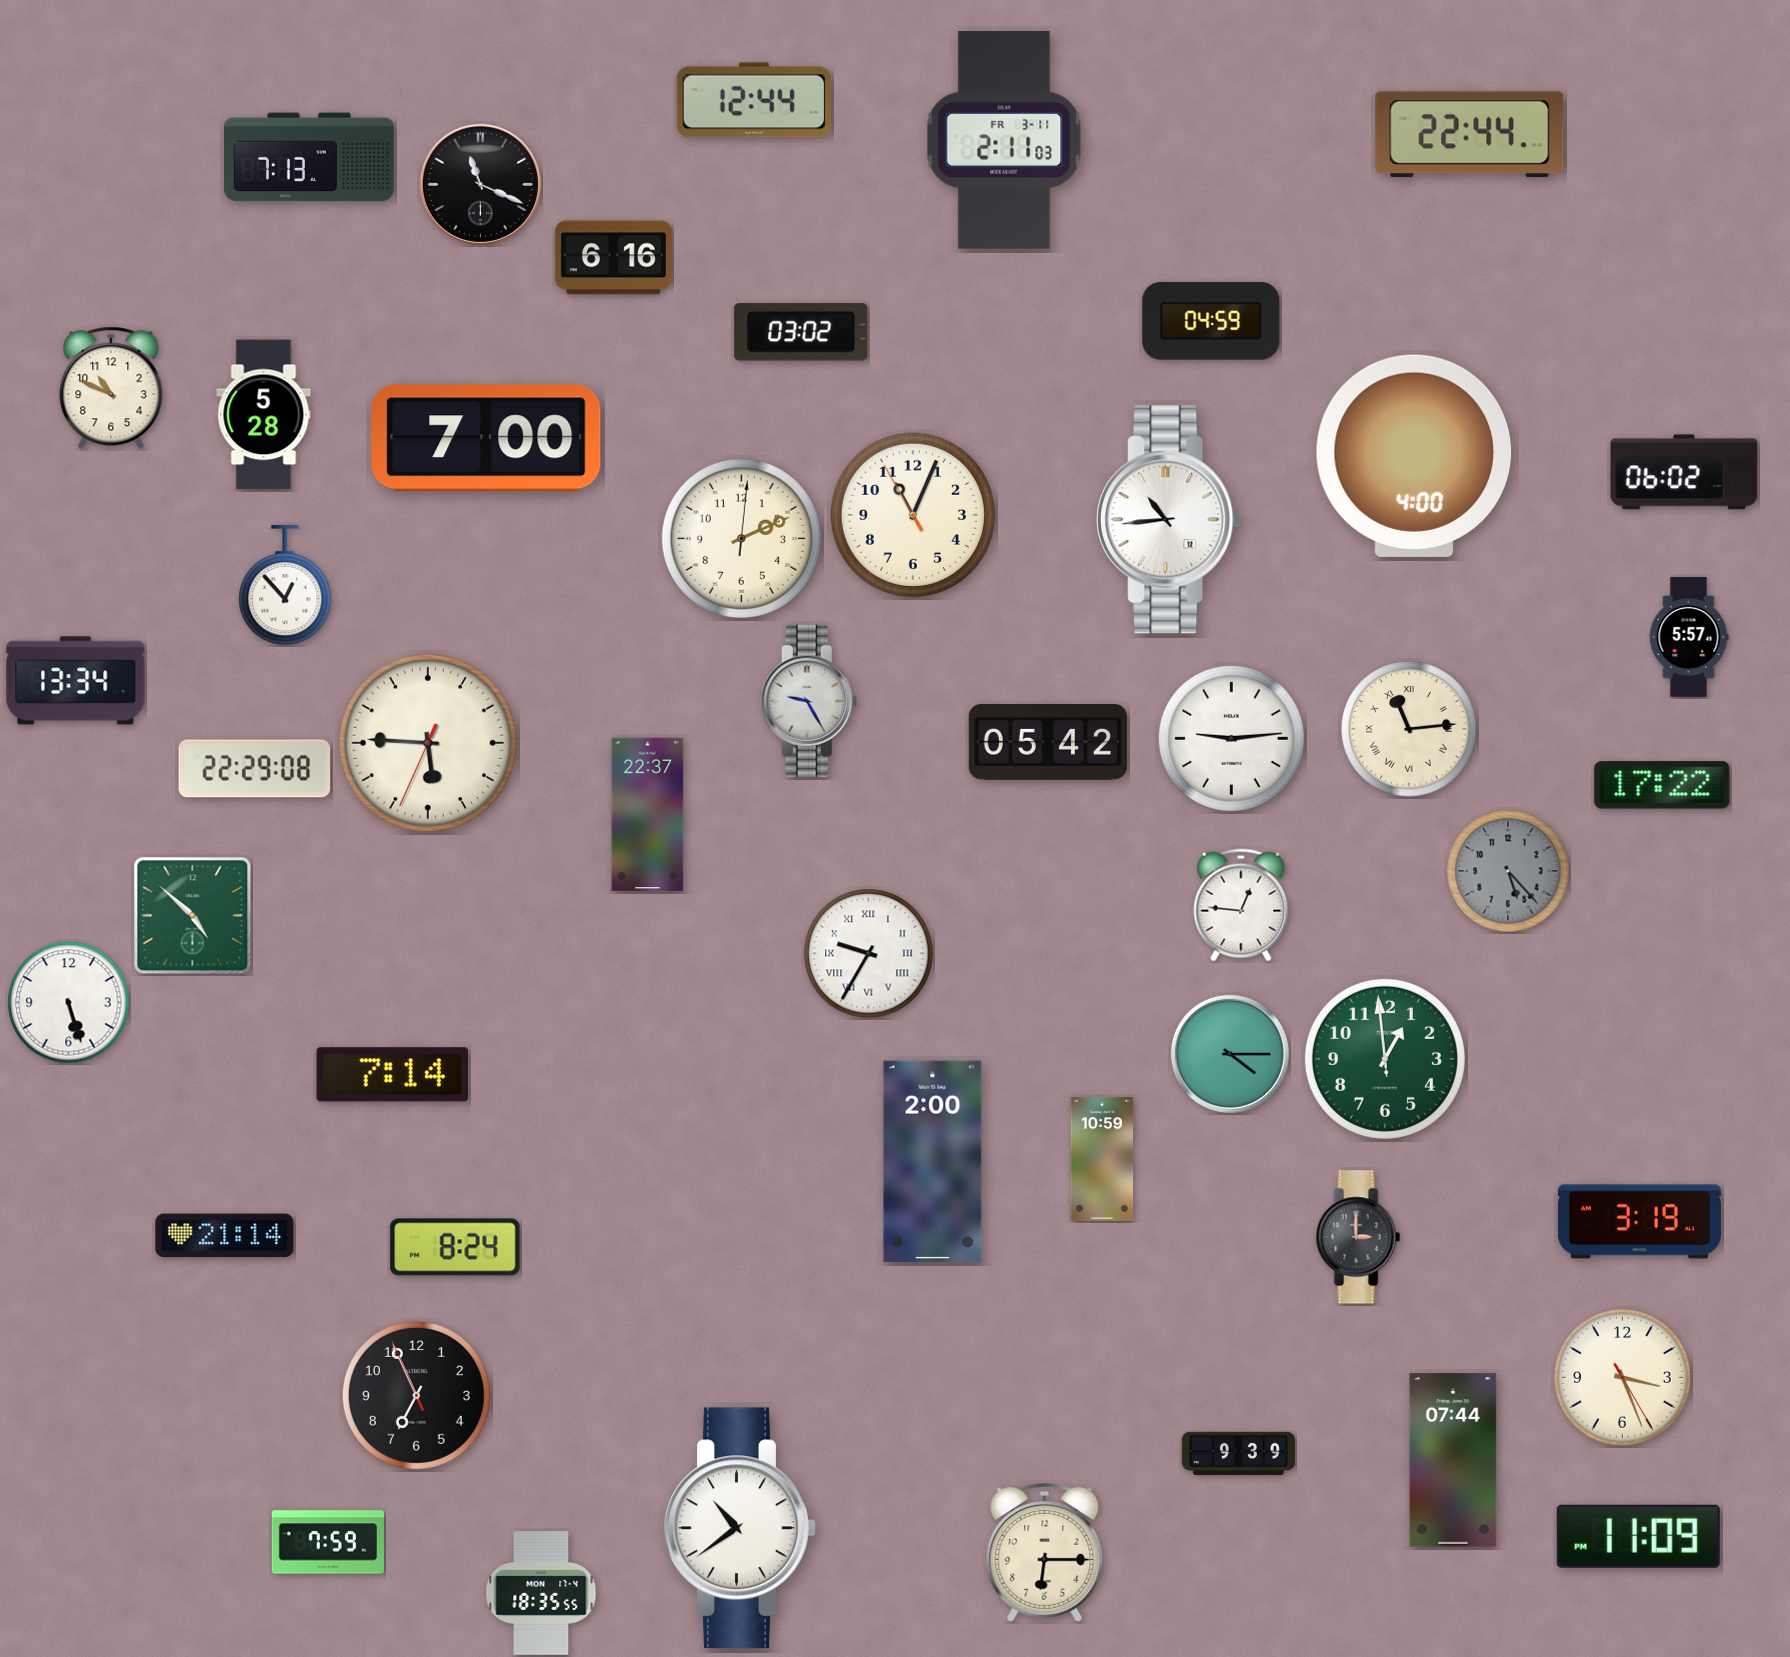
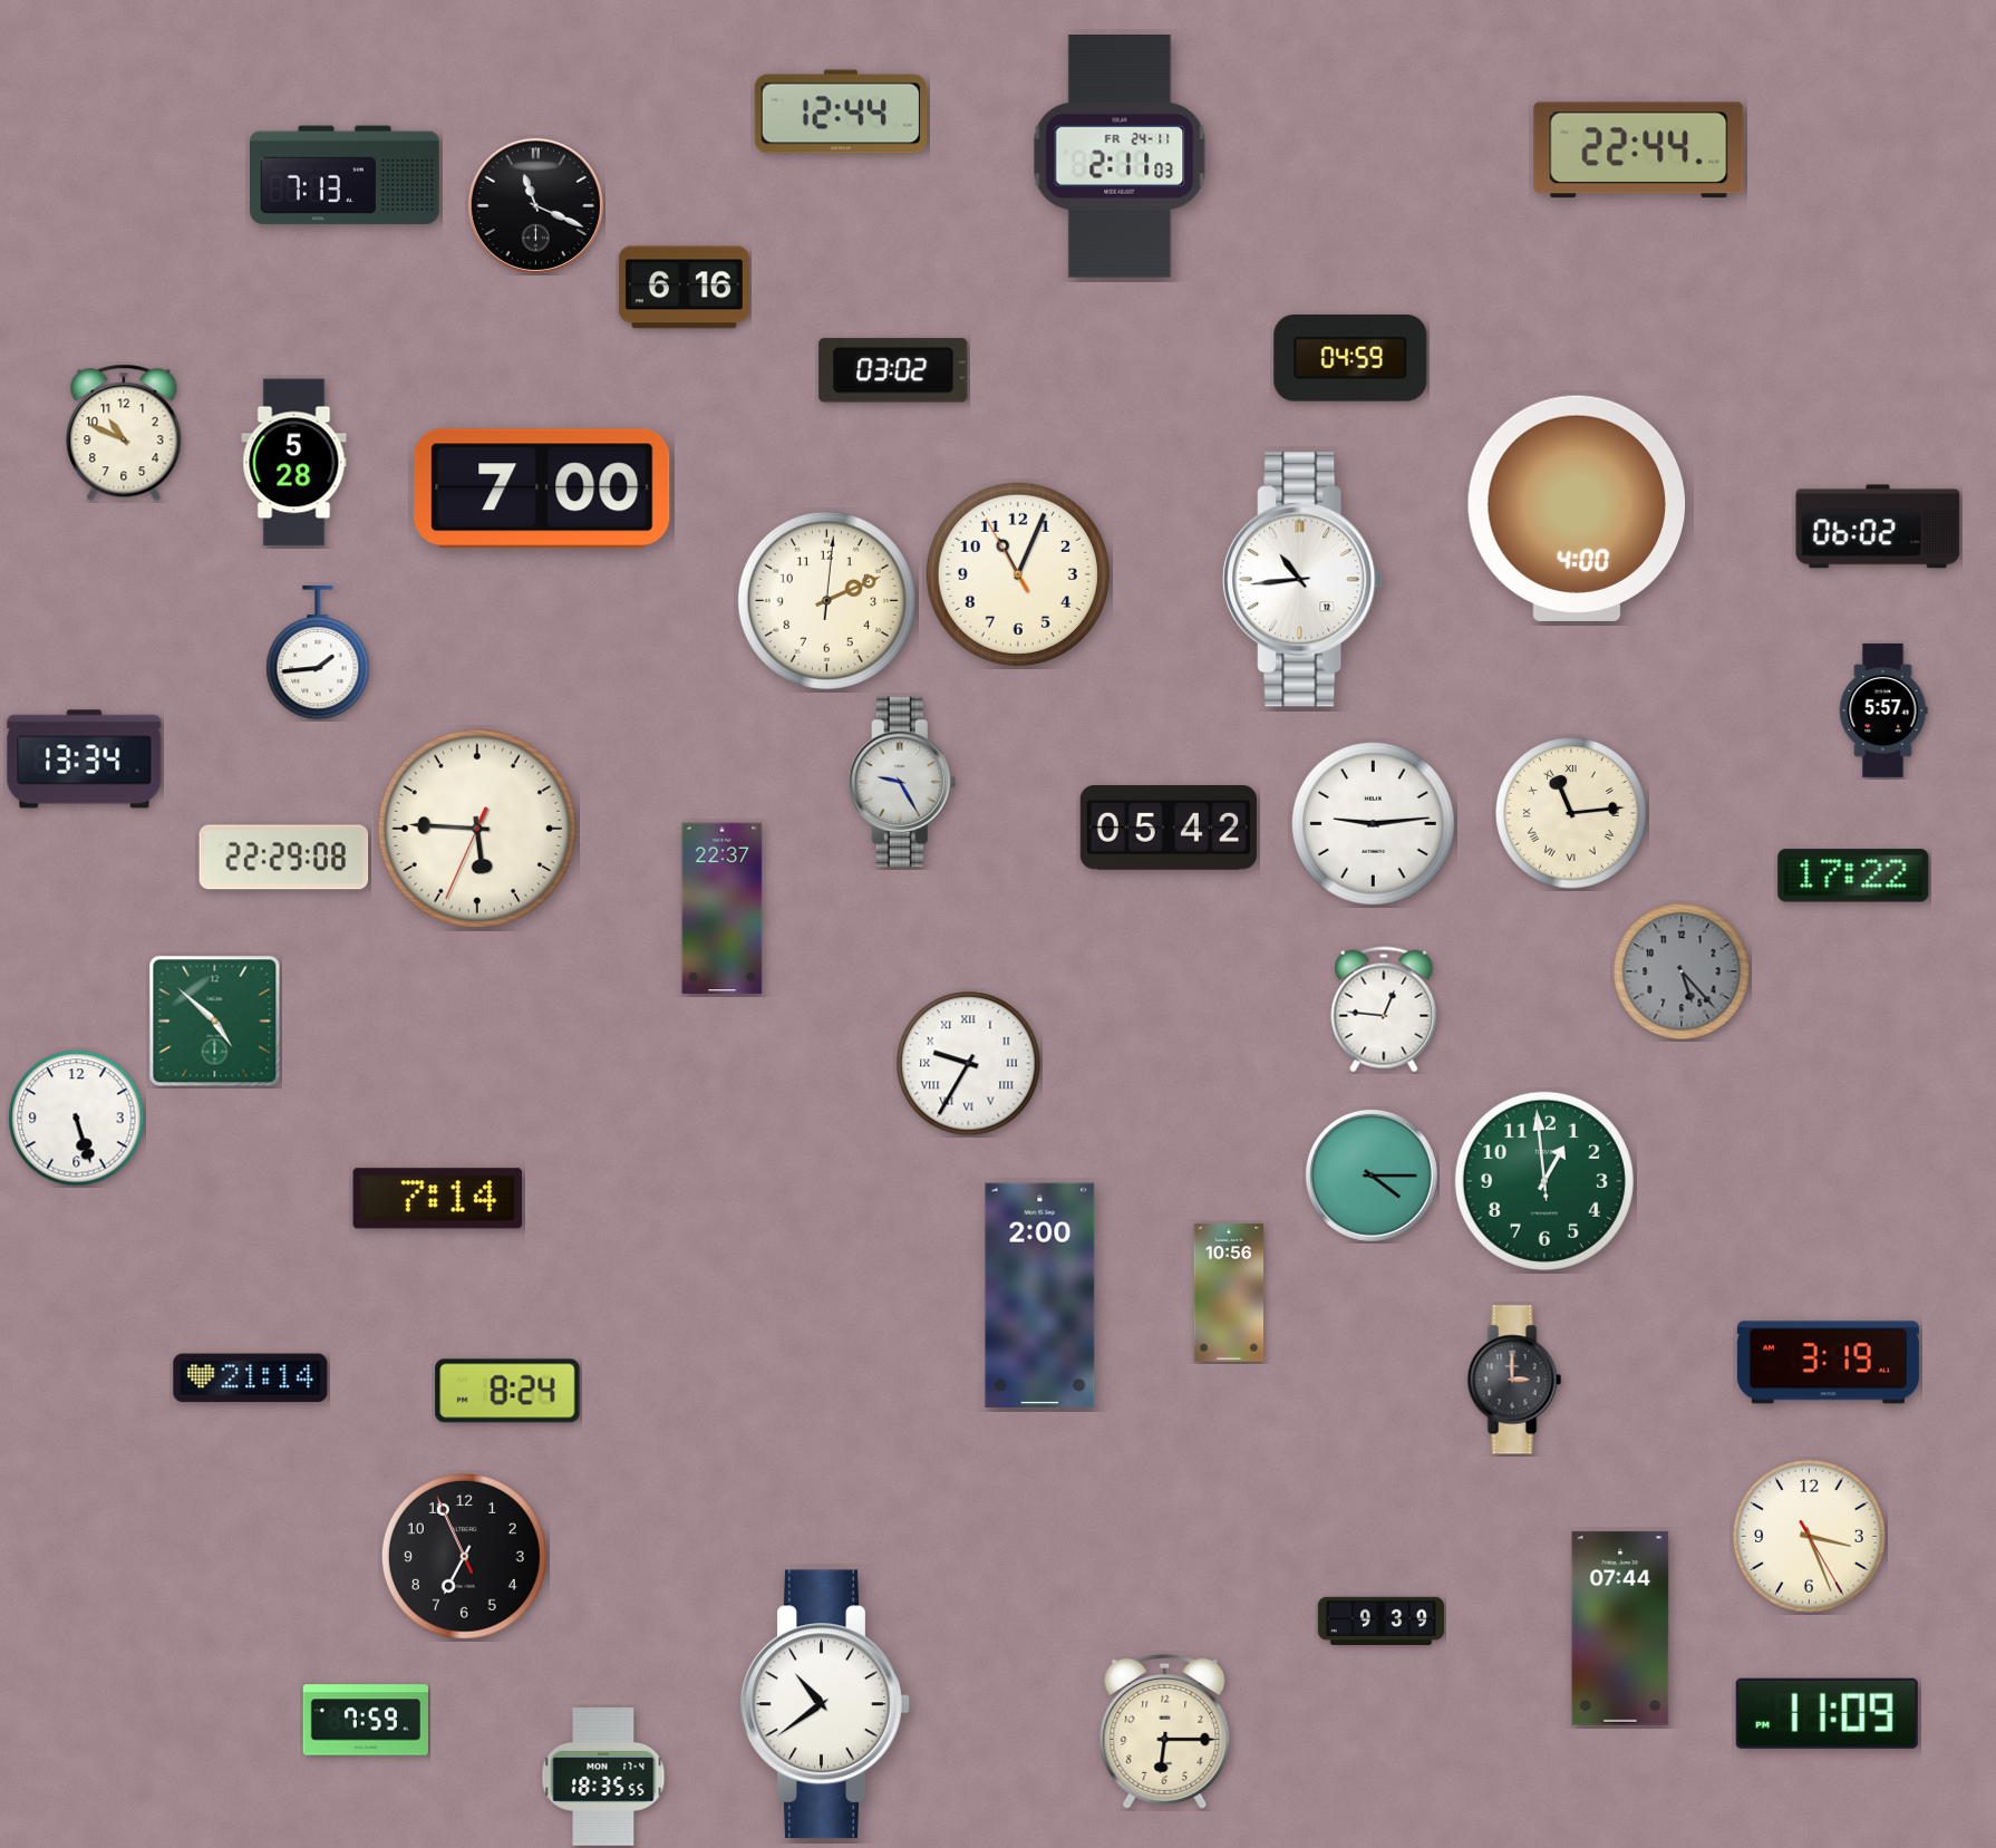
clock at (1004, 141) date: FR 3-11 -> FR 24-11
clock at (285, 585): 12:53 -> 1:44
clock at (1102, 1159): 10:59 -> 10:56
